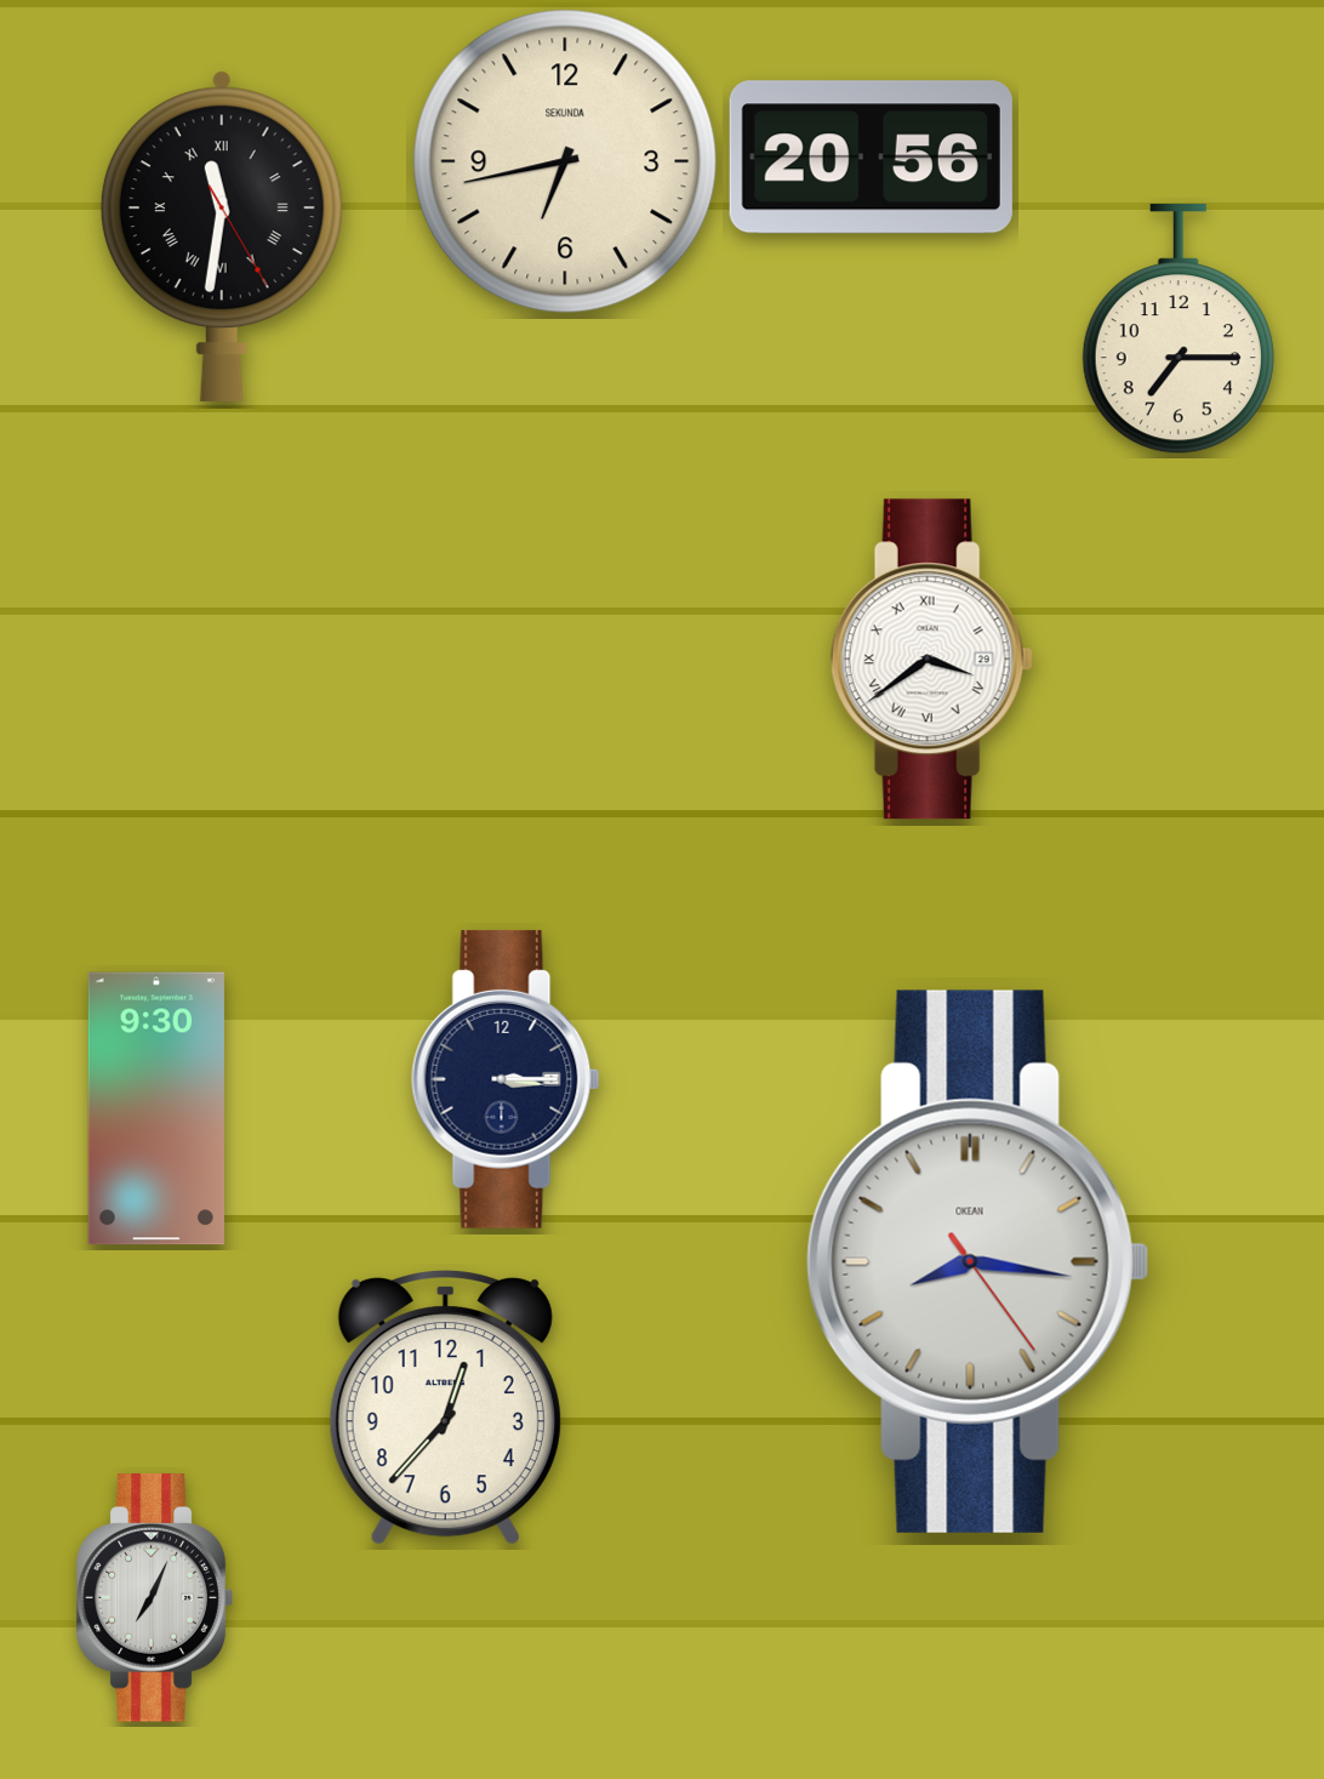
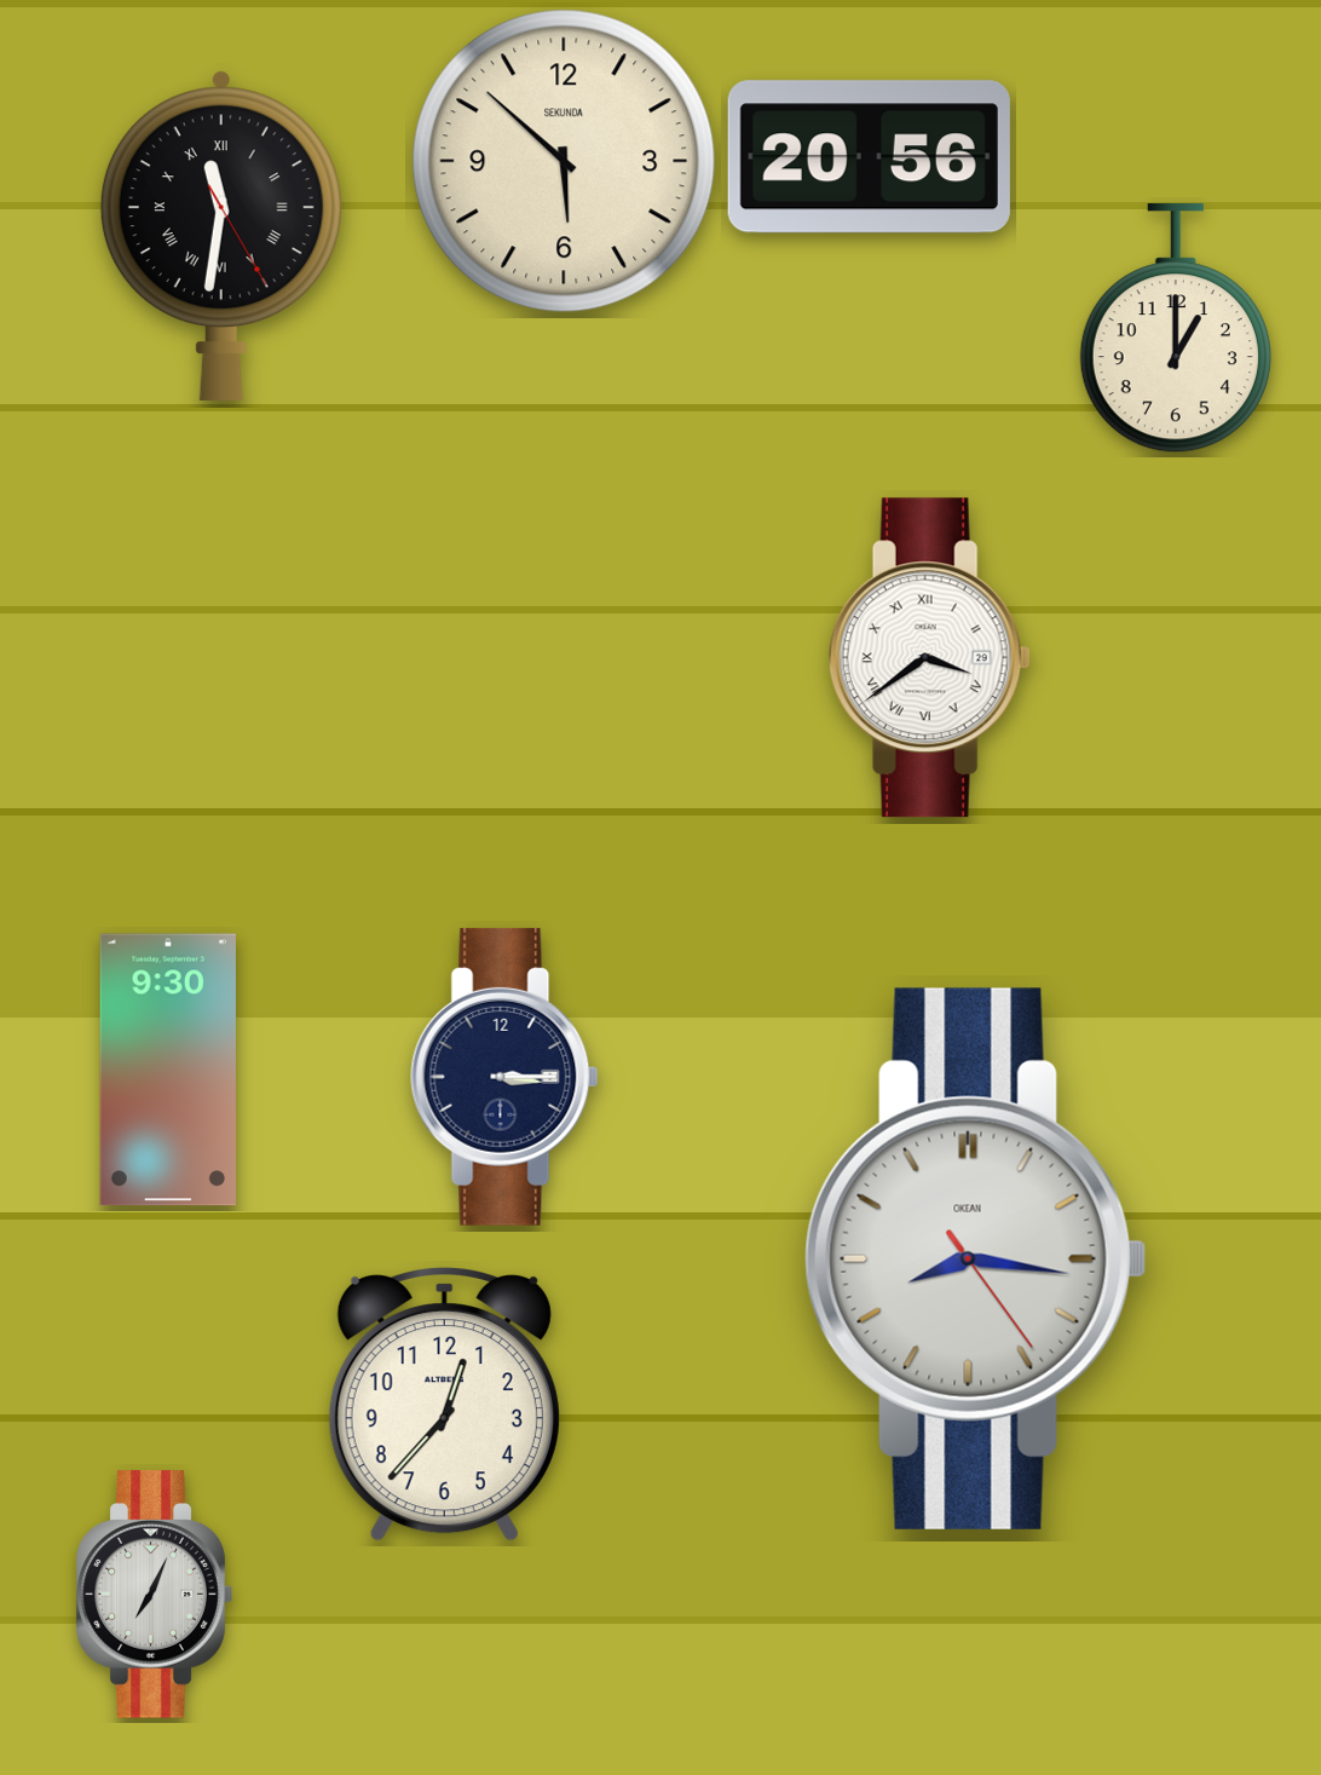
clock at (565, 161): 6:43 -> 5:52
clock at (1179, 330): 7:15 -> 1:00
clock at (156, 1108) position: (156, 1108) -> (168, 1070)
